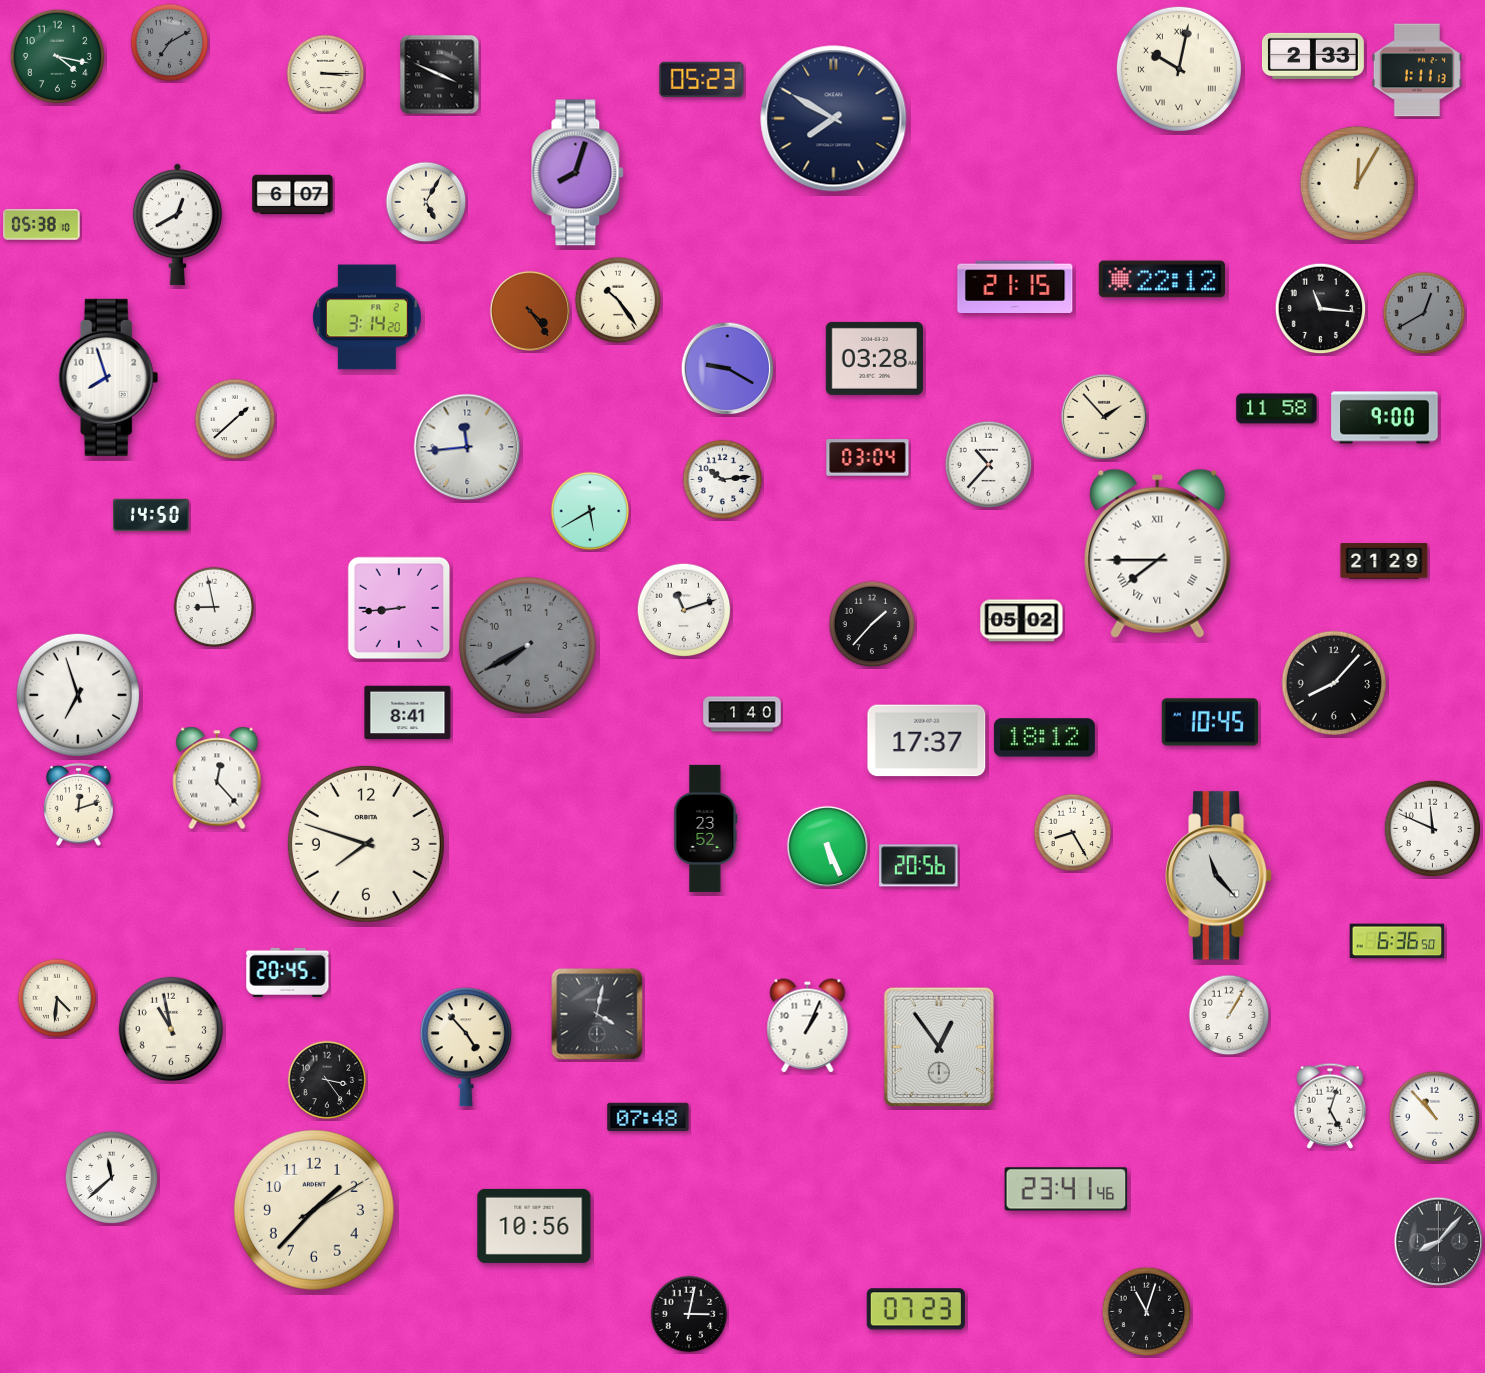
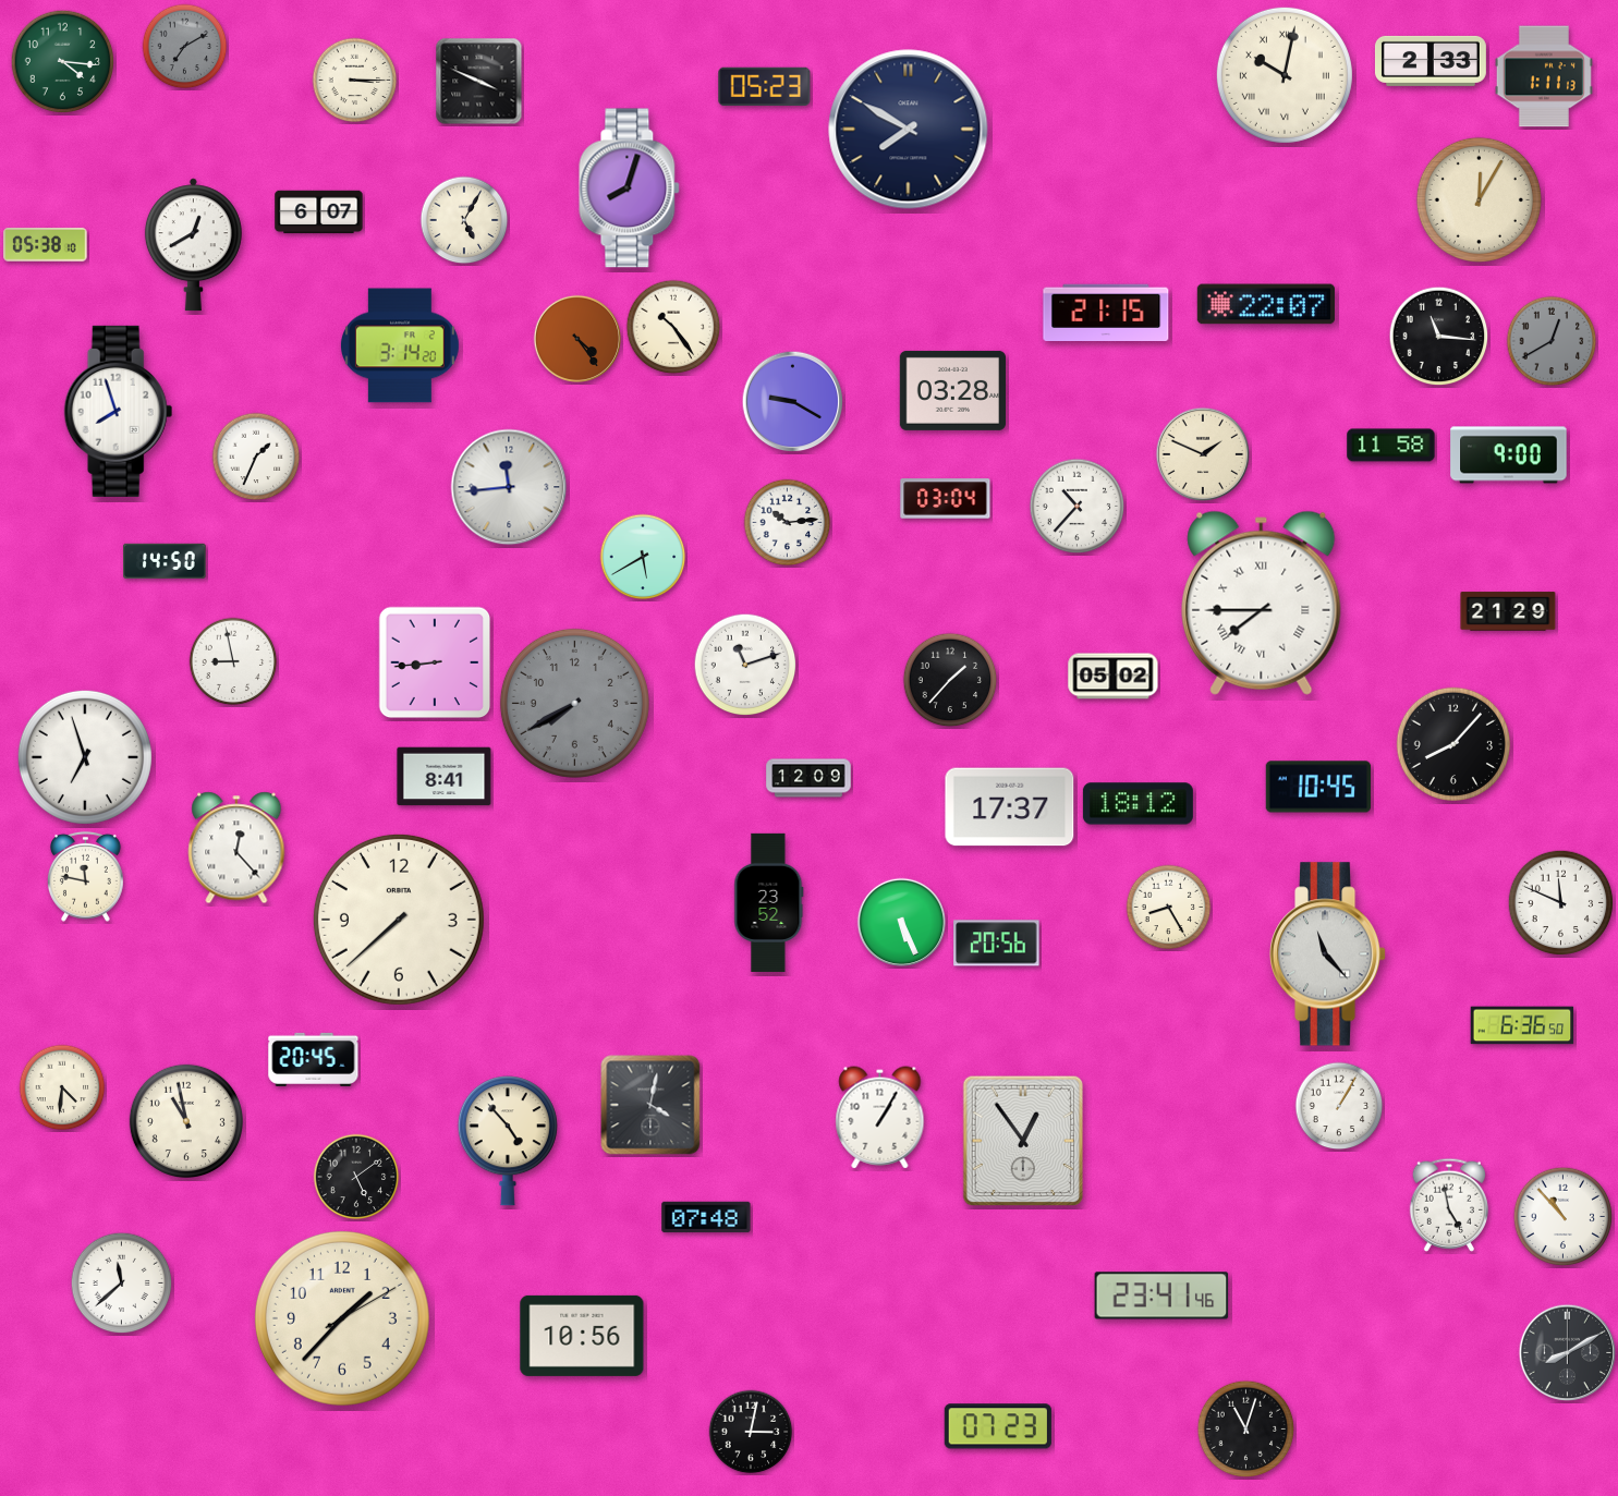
clock at (58, 57): 4:17 -> 4:16
clock at (1162, 279): 22:12 -> 22:07
clock at (1104, 417): 1:53 -> 1:49
clock at (235, 419): 1:38 -> 1:34
clock at (742, 714): 1:40 -> 12:09
clock at (78, 804): 12:12 -> 11:47
clock at (366, 844): 7:48 -> 7:38
clock at (919, 866) position: (919, 866) -> (997, 944)
clock at (808, 1026): 1:04 -> 1:05
clock at (327, 1080): 3:24 -> 5:09
clock at (1329, 1106): 5:03 -> 4:58
clock at (1439, 1242): 8:07 -> 8:10
clock at (1147, 1312) position: (1147, 1312) -> (1246, 1430)
